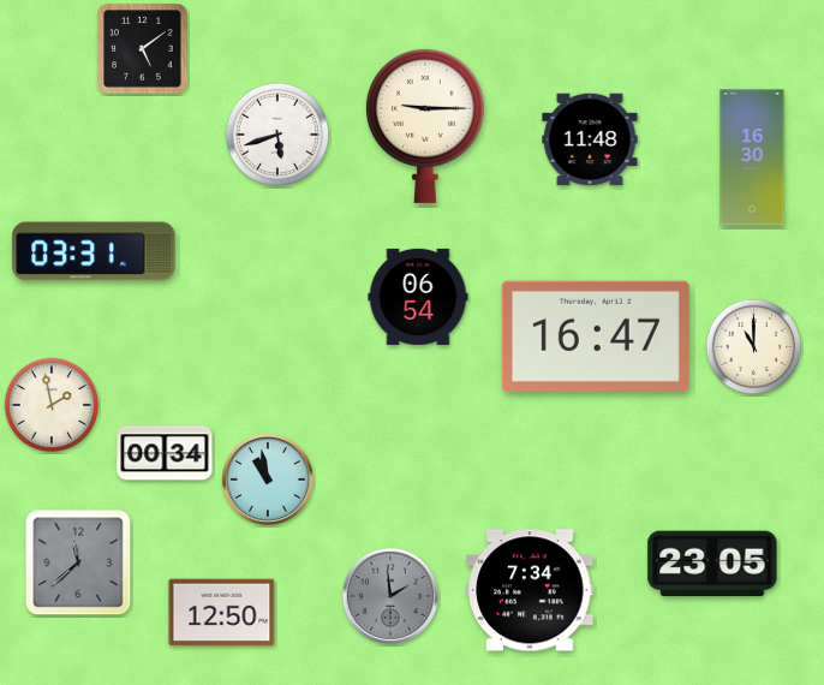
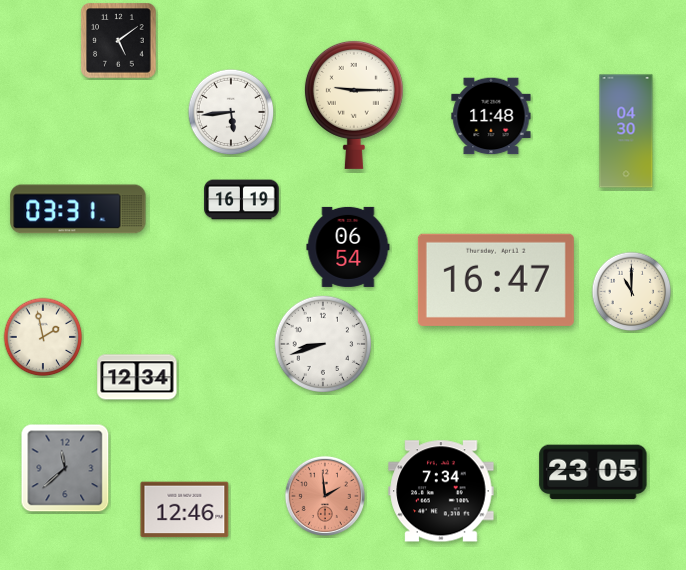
clock at (277, 135): 5:42 -> 5:44
clock at (752, 157): 16:30 -> 04:30
clock at (242, 200): none -> 16:19
clock at (754, 347) position: (754, 347) -> (632, 292)
clock at (322, 343): none -> 8:42
clock at (165, 453): 00:34 -> 12:34
clock at (268, 479): 10:58 -> none
clock at (712, 564) position: (712, 564) -> (593, 472)
clock at (390, 596) dial: grey -> salmon
clock at (222, 613): 12:50 -> 12:46
